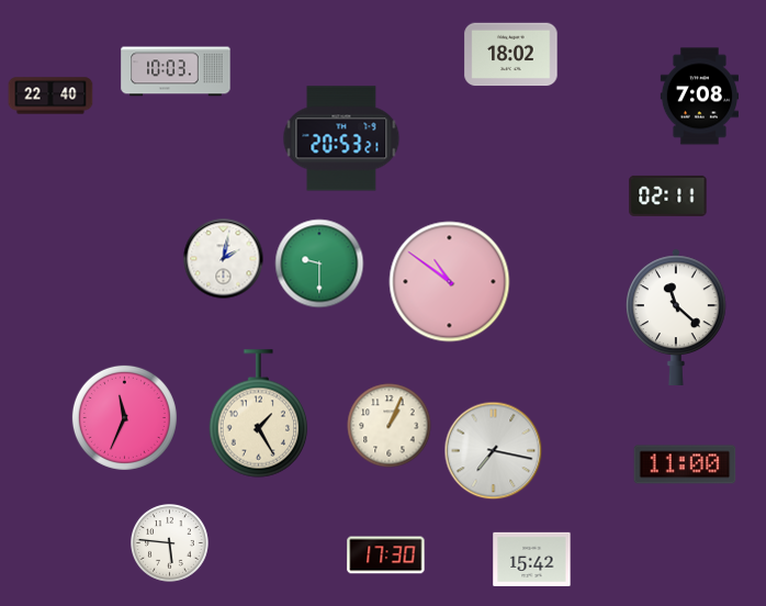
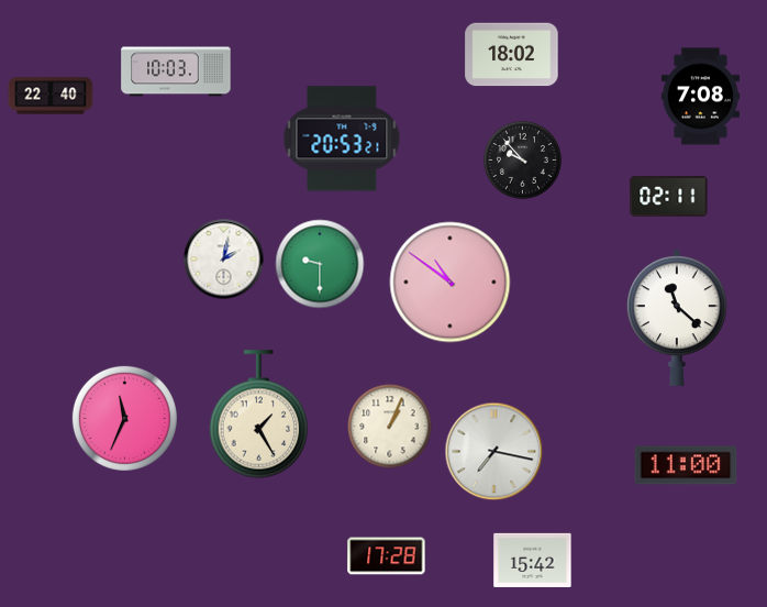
clock at (523, 161): none -> 9:53
clock at (170, 543): 5:46 -> none
clock at (386, 555): 17:30 -> 17:28
